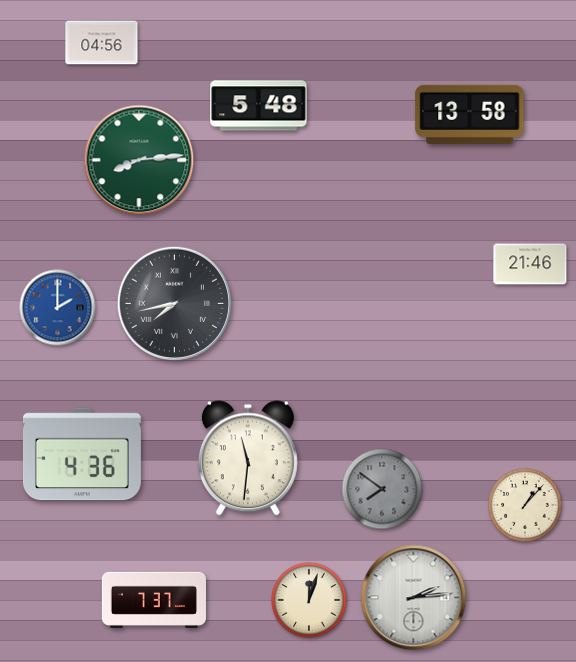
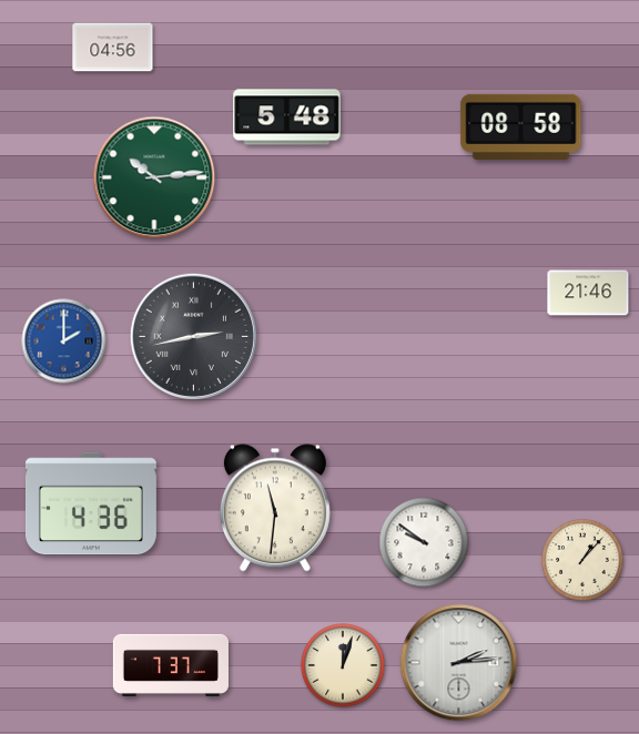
clock at (470, 114): 13:58 -> 08:58
clock at (139, 160): 8:14 -> 10:14
clock at (174, 303): 7:43 -> 2:43
clock at (382, 489): 7:51 -> 9:51
clock at (382, 489) dial: grey -> white
